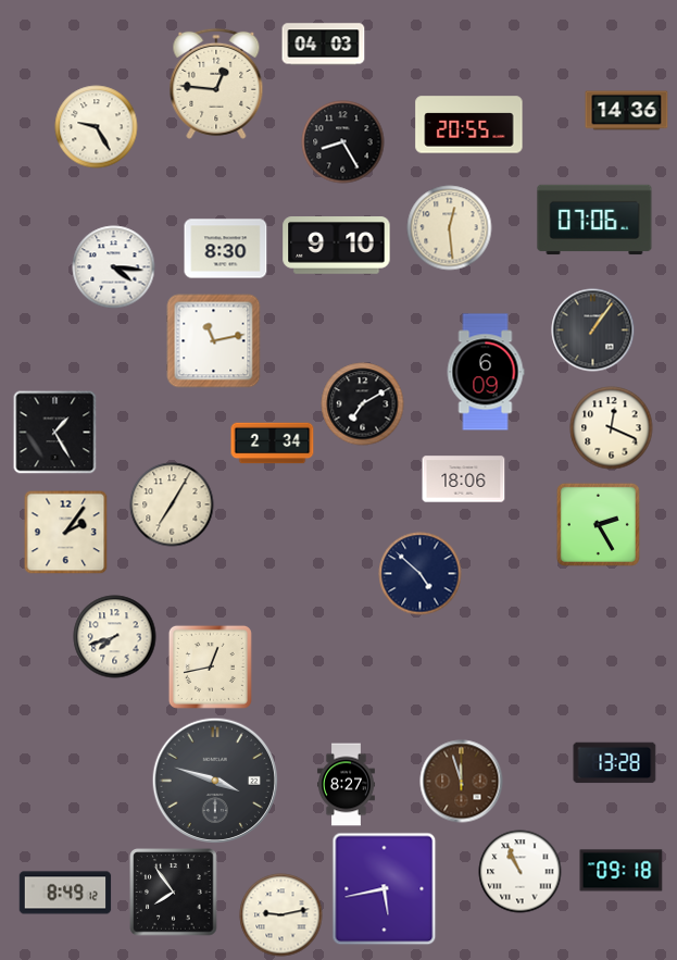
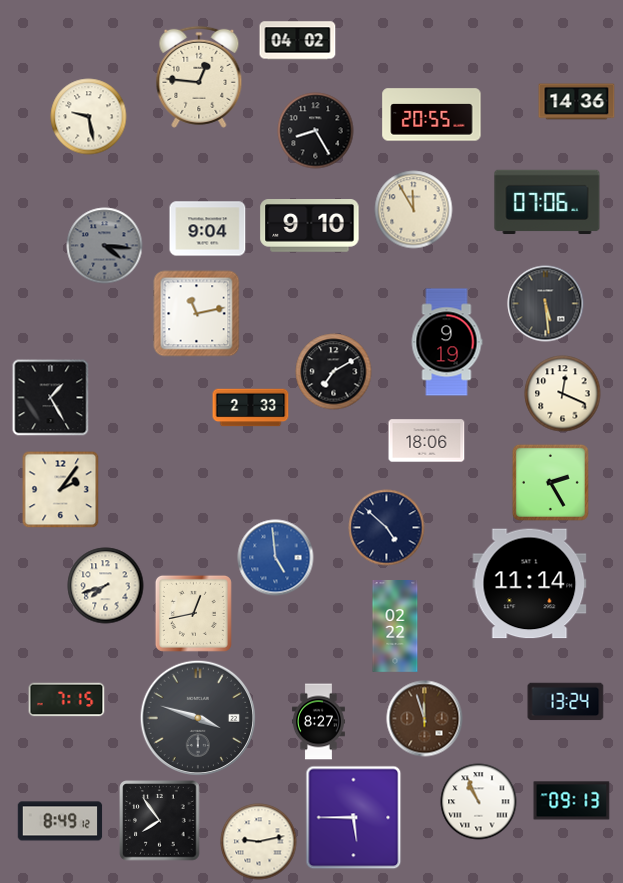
clock at (324, 45): 04:03 -> 04:02
clock at (97, 127): 9:25 -> 9:28
clock at (450, 228): 12:29 -> 11:55
clock at (226, 249): 8:30 -> 9:04
clock at (114, 267) dial: white -> grey
clock at (593, 331): 1:06 -> 5:29
clock at (486, 372): 6:09 -> 9:19
clock at (273, 444): 2:34 -> 2:33
clock at (172, 504): 7:05 -> none
clock at (276, 558): none -> 4:59
clock at (530, 584): none -> 11:14
clock at (395, 627): none -> 02:22
clock at (67, 700): none -> 7:15
clock at (615, 763): 13:28 -> 13:24
clock at (622, 871): 09:18 -> 09:13
clock at (385, 889): 5:43 -> 5:45
